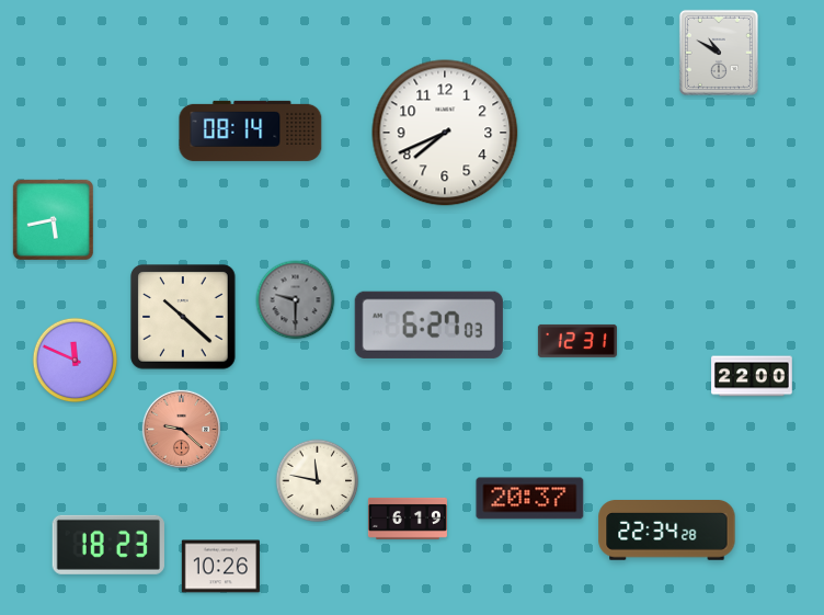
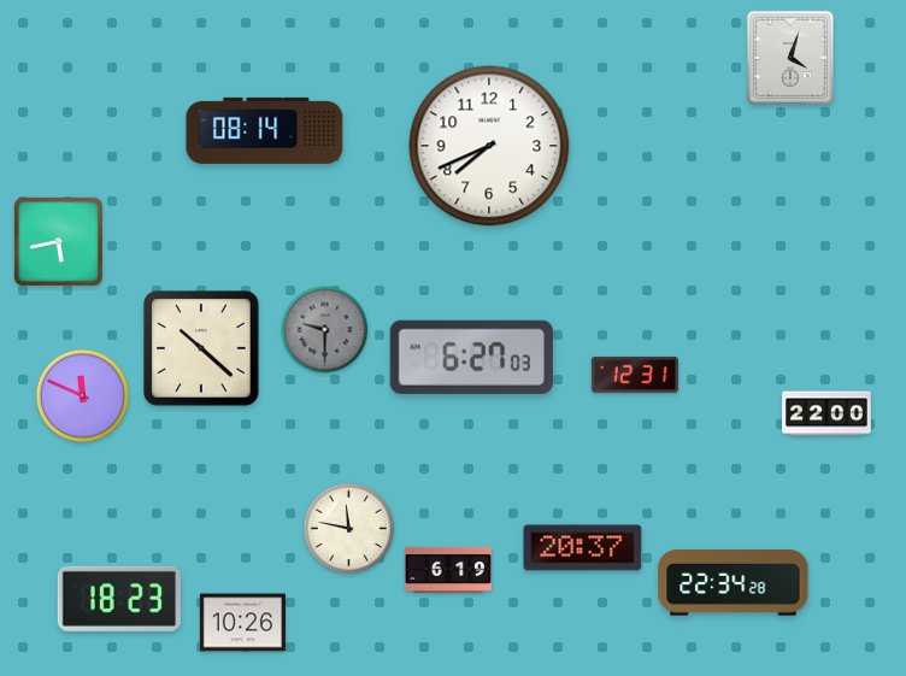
clock at (719, 53): 10:50 -> 4:03
clock at (251, 130) position: (251, 130) -> (265, 130)
clock at (181, 429): 9:22 -> none
